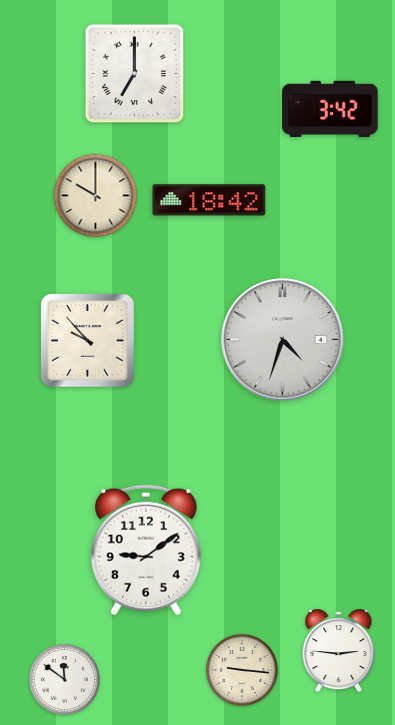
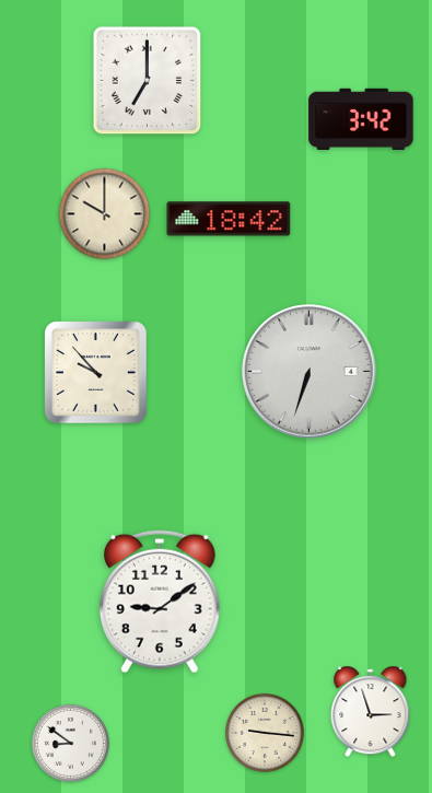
clock at (283, 340): 4:33 -> 6:33
clock at (339, 651): 2:46 -> 2:57
clock at (64, 679): 11:51 -> 8:51
